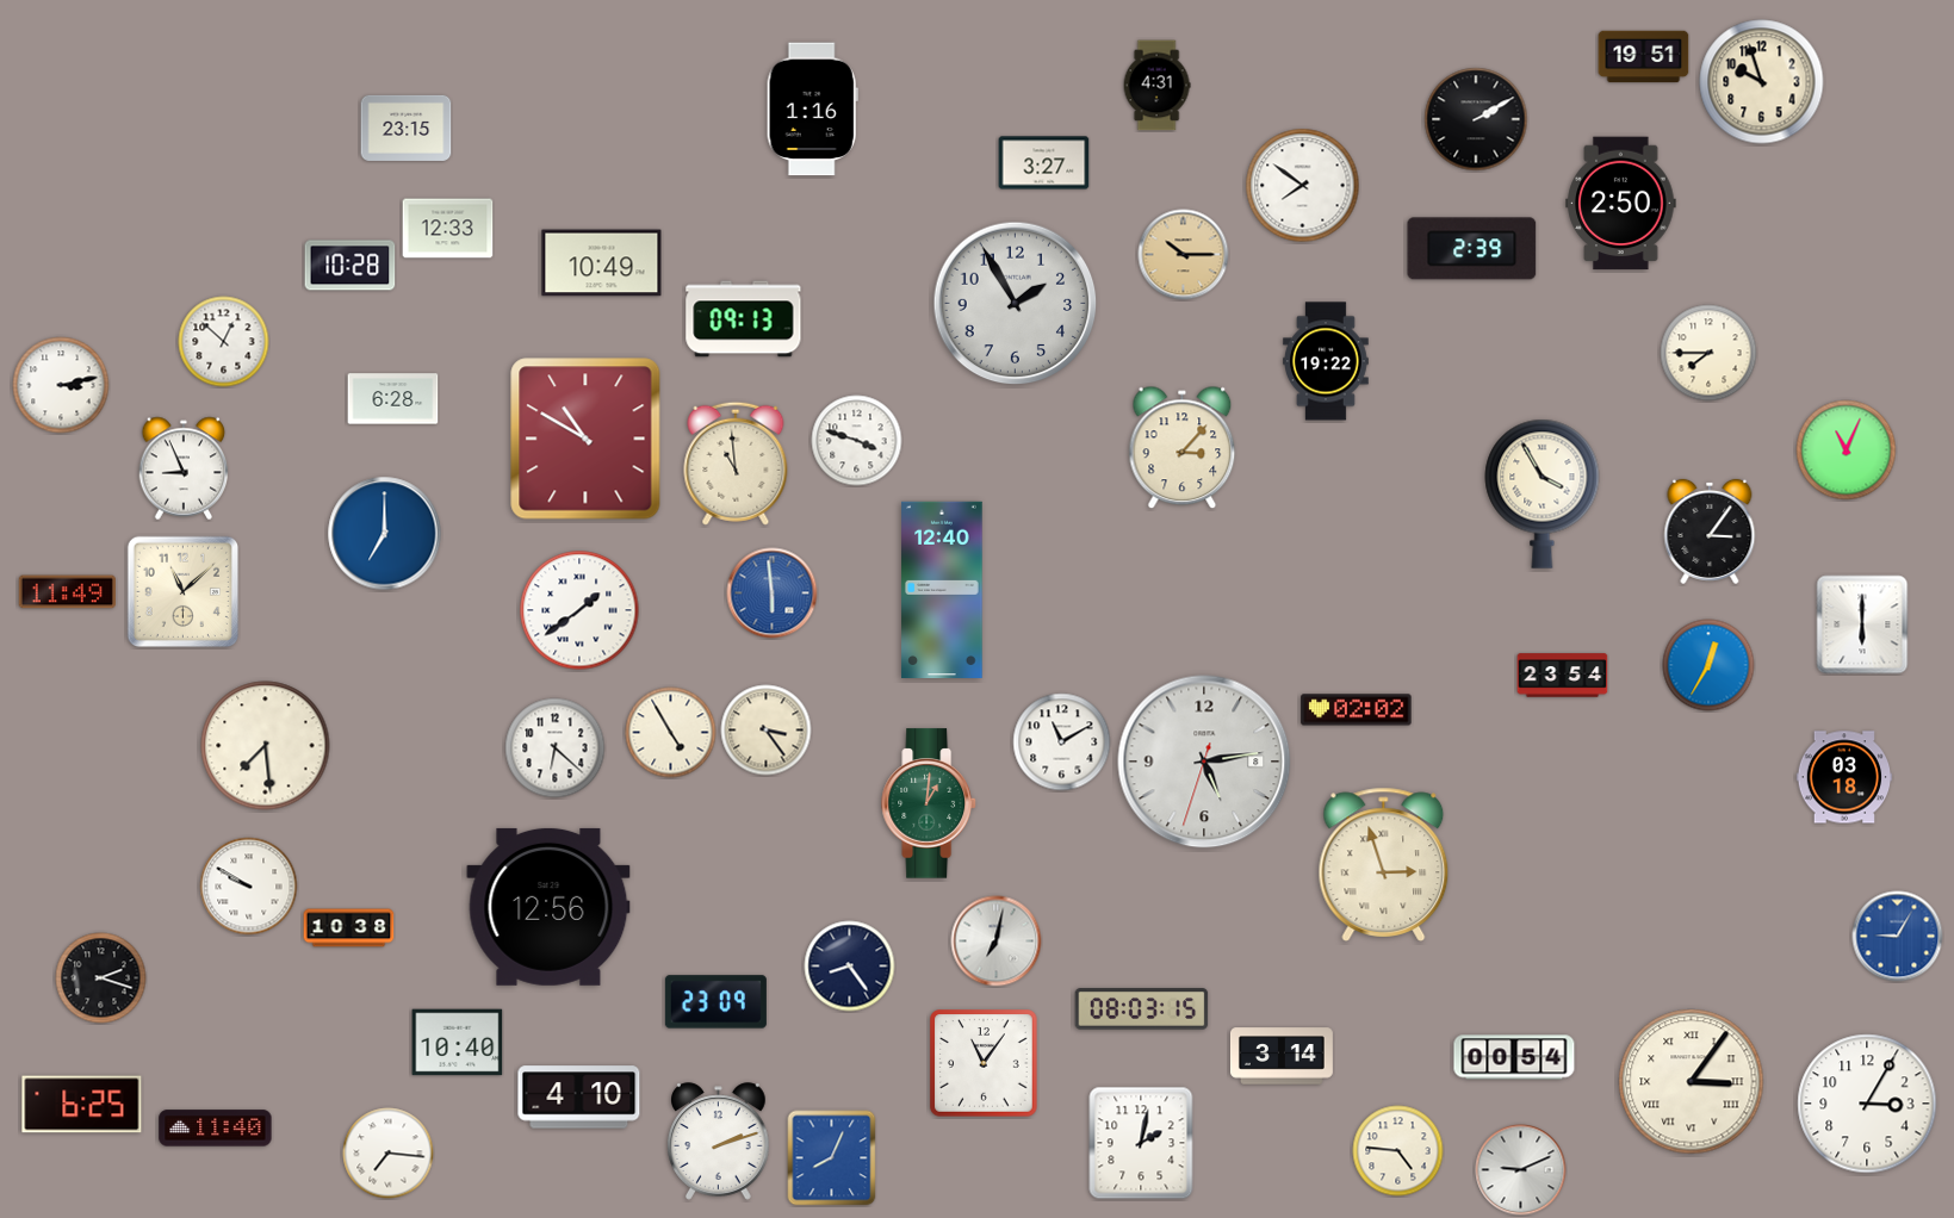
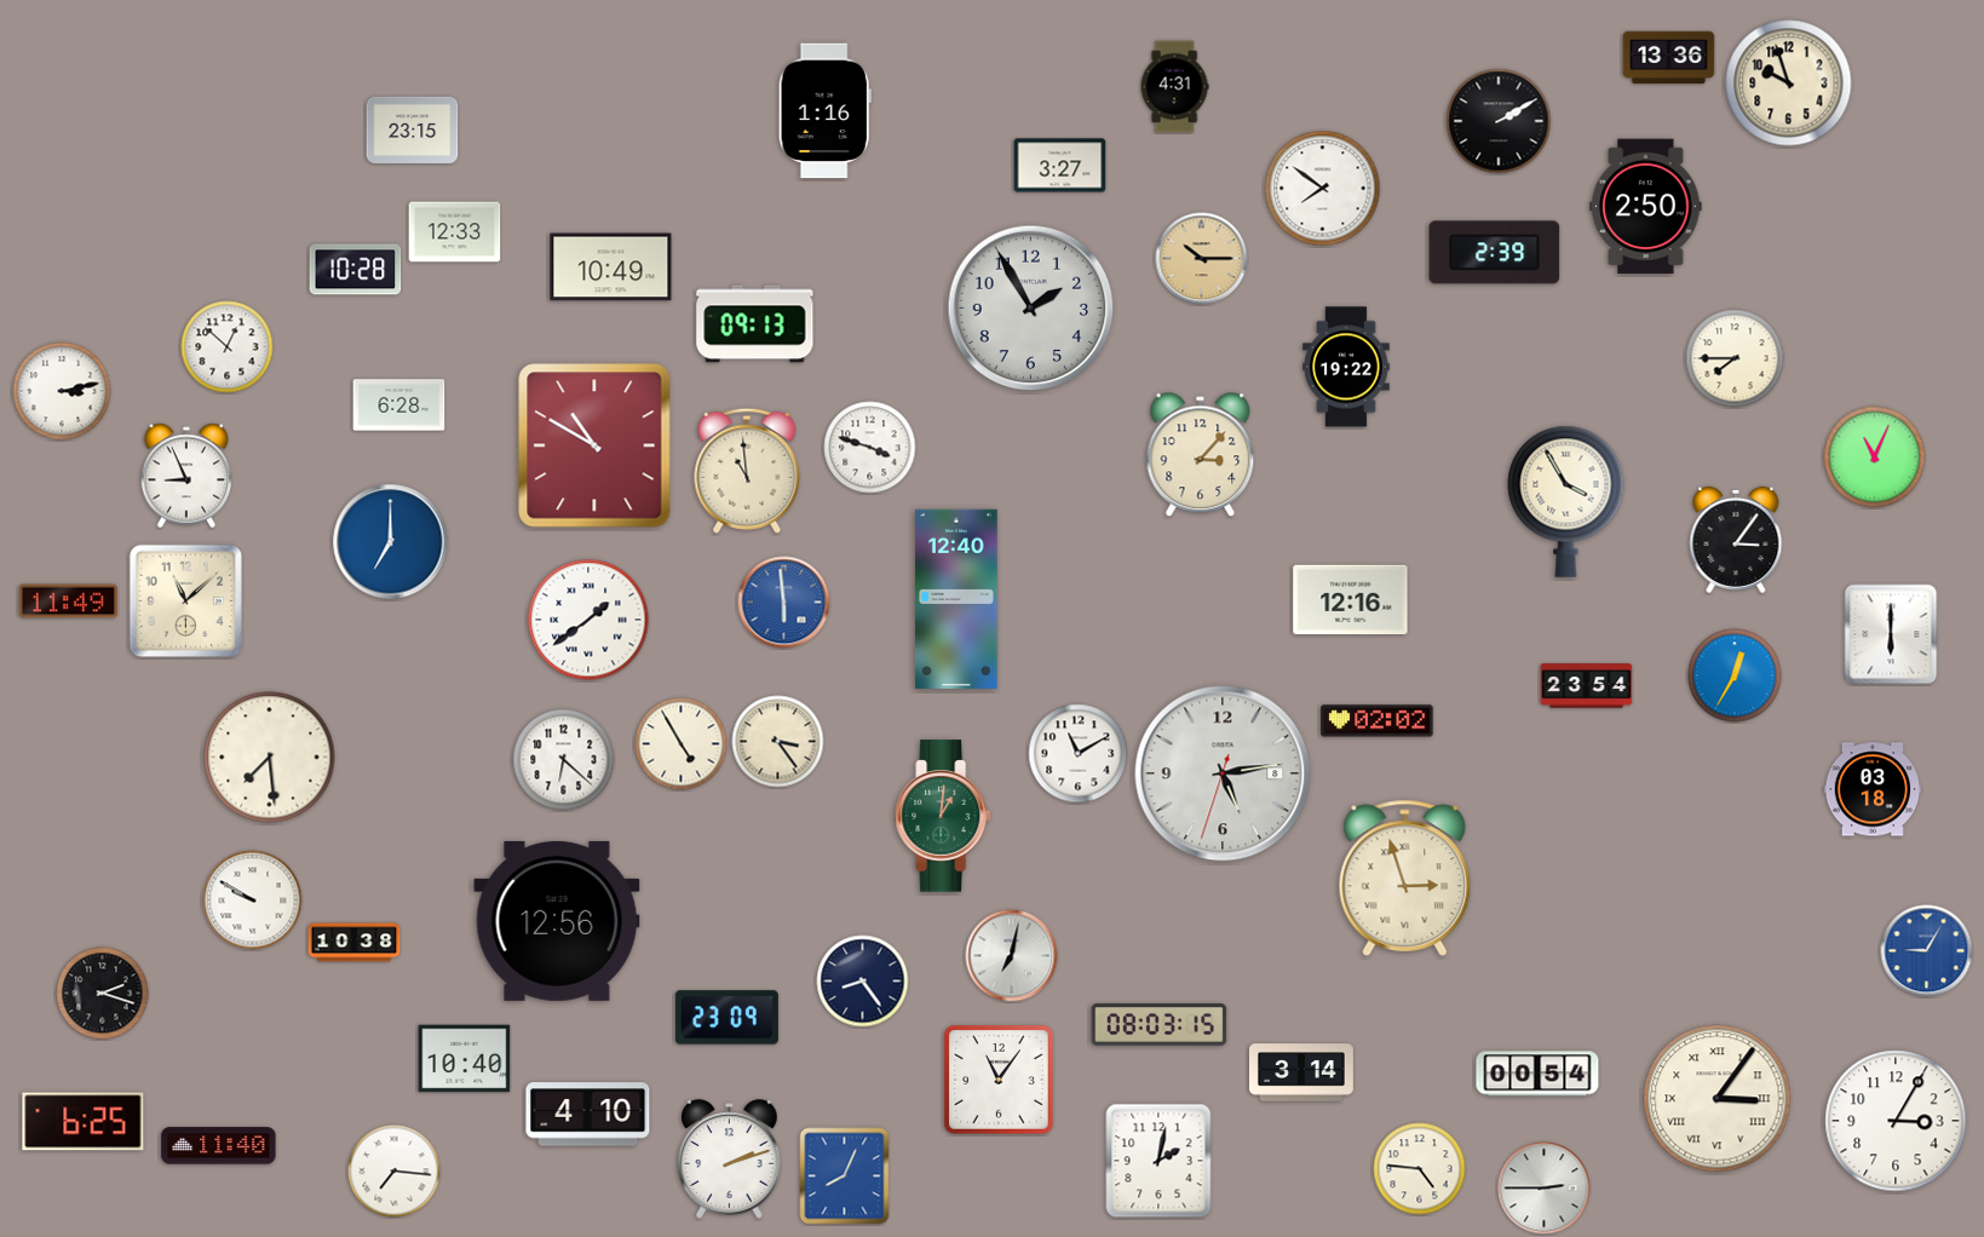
clock at (1644, 57): 19:51 -> 13:36
clock at (1351, 600): none -> 12:16
clock at (1521, 1170): 9:11 -> 2:45
